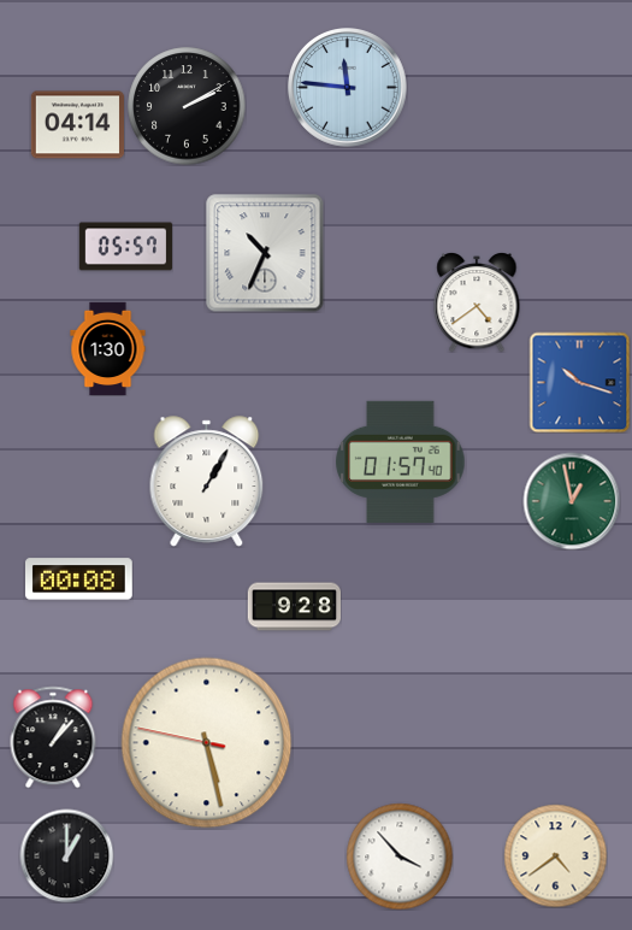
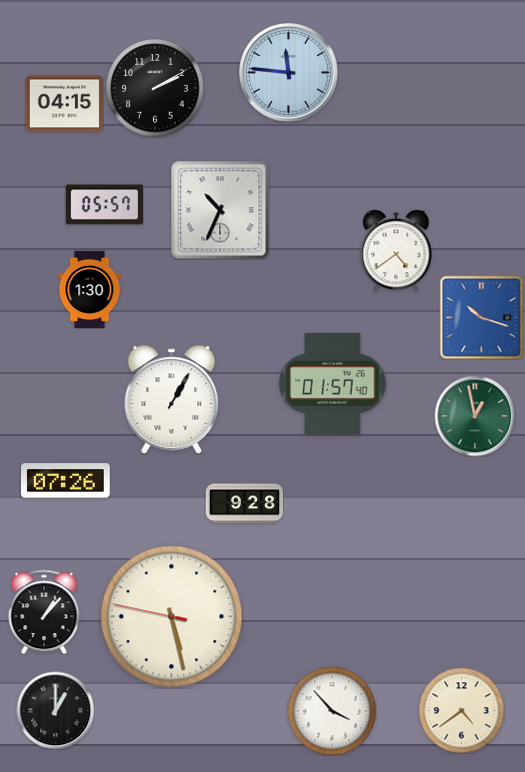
clock at (77, 125): 04:14 -> 04:15
clock at (79, 579): 00:08 -> 07:26
